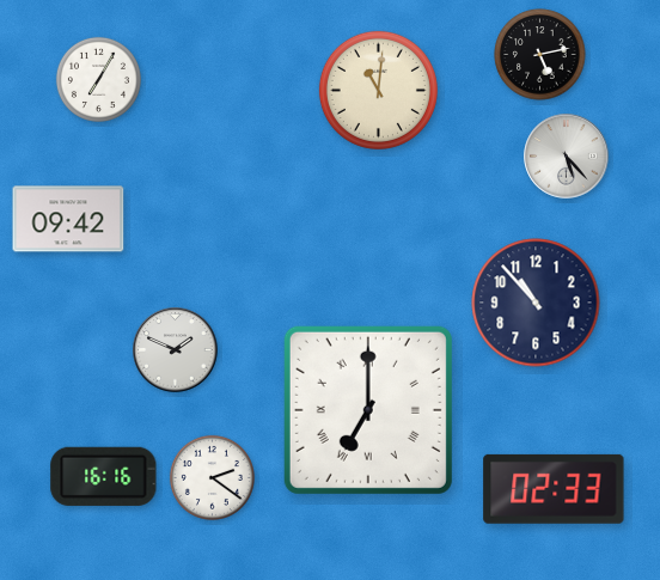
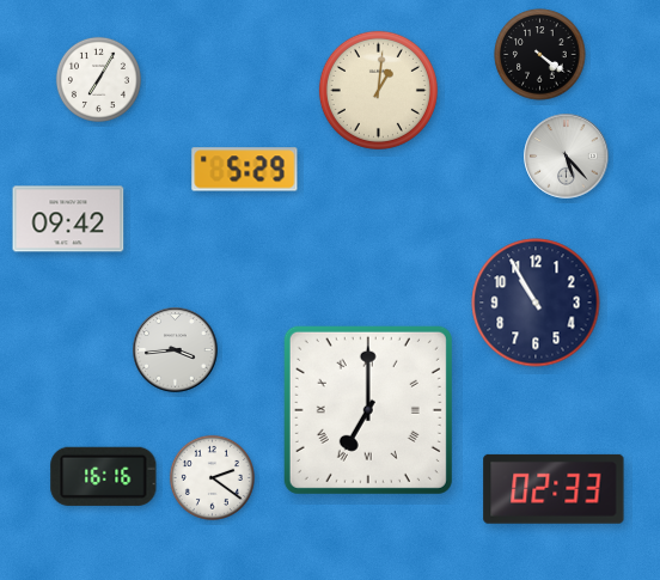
clock at (540, 55): 5:13 -> 4:21
clock at (378, 90): 11:01 -> 1:01
clock at (245, 170): none -> 5:29
clock at (536, 303): 10:53 -> 10:55
clock at (176, 350): 1:49 -> 3:44
